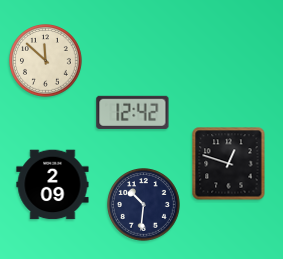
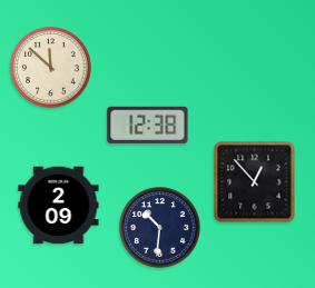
clock at (133, 112): 12:42 -> 12:38
clock at (229, 164): 12:48 -> 12:53
